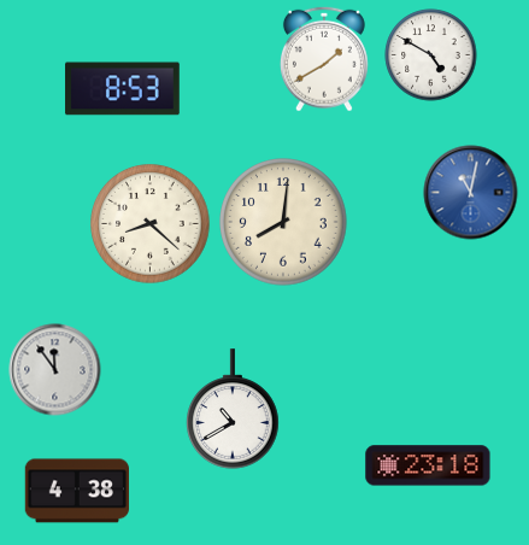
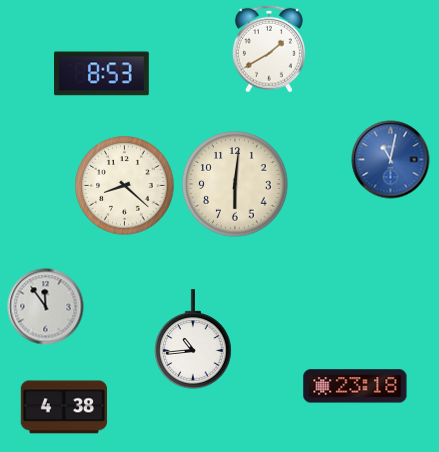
clock at (431, 55): 4:50 -> none
clock at (283, 222): 8:01 -> 6:01
clock at (234, 409): 10:40 -> 10:44
